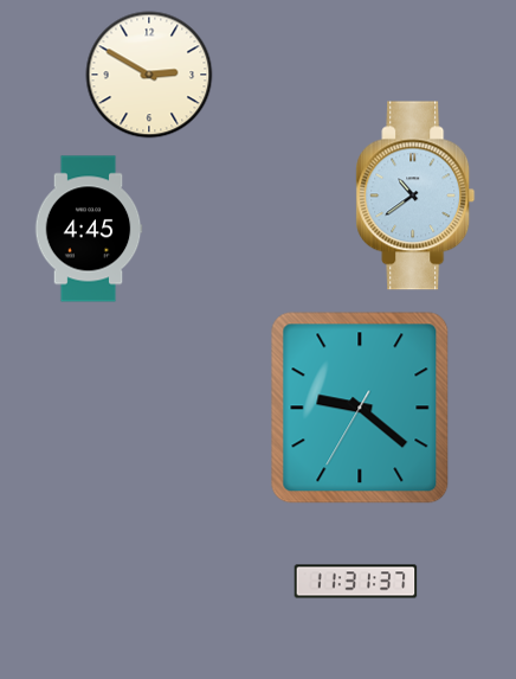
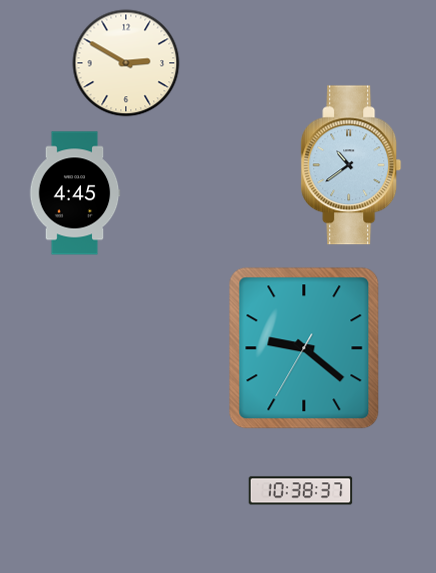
clock at (360, 408) position: (360, 408) -> (304, 348)
clock at (356, 582): 11:31 -> 10:38
